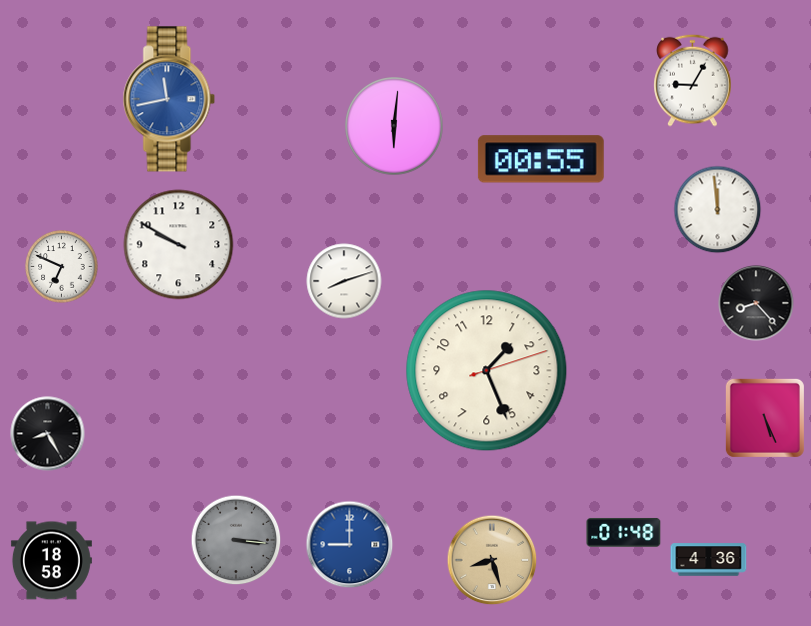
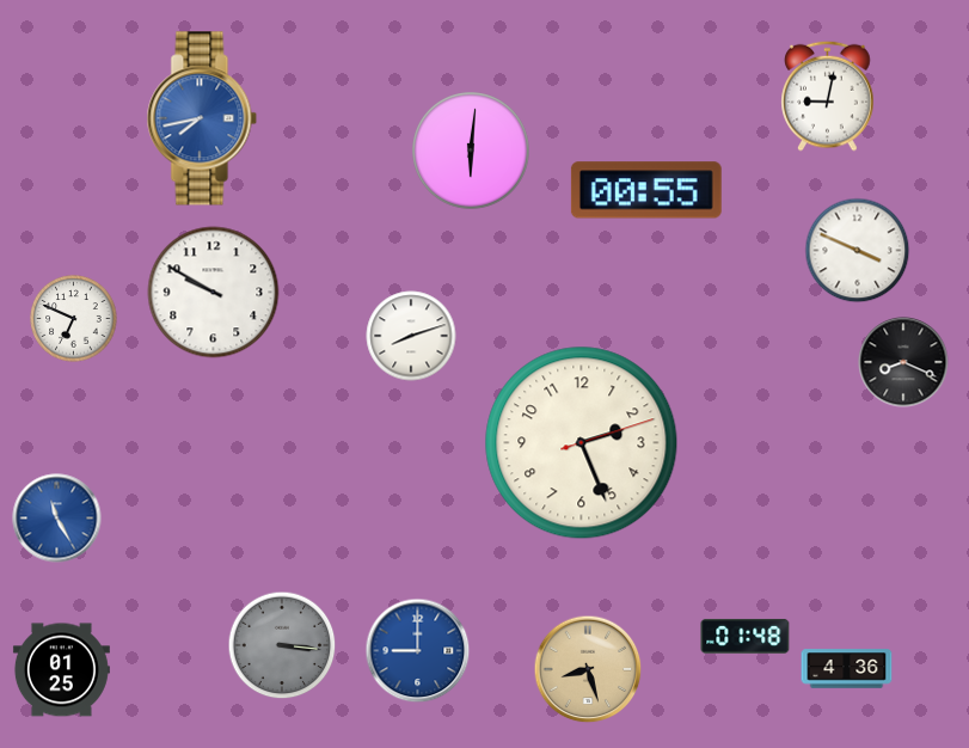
clock at (693, 80): 9:05 -> 9:02
clock at (169, 99): 11:43 -> 7:43
clock at (718, 210): 11:59 -> 3:49
clock at (756, 303): 8:23 -> 8:19
clock at (487, 371): 1:26 -> 2:26
clock at (765, 418): 5:26 -> none
clock at (48, 434): 8:25 -> 11:25
clock at (48, 434) dial: black -> blue
clock at (51, 561): 18:58 -> 01:25
